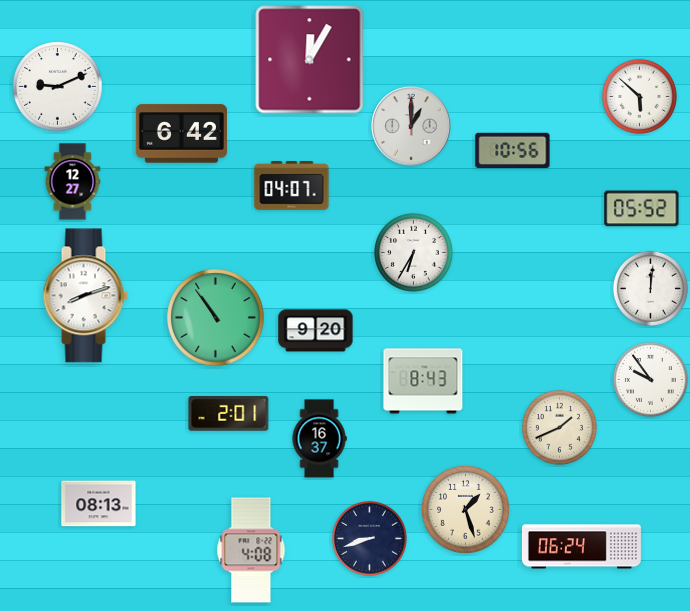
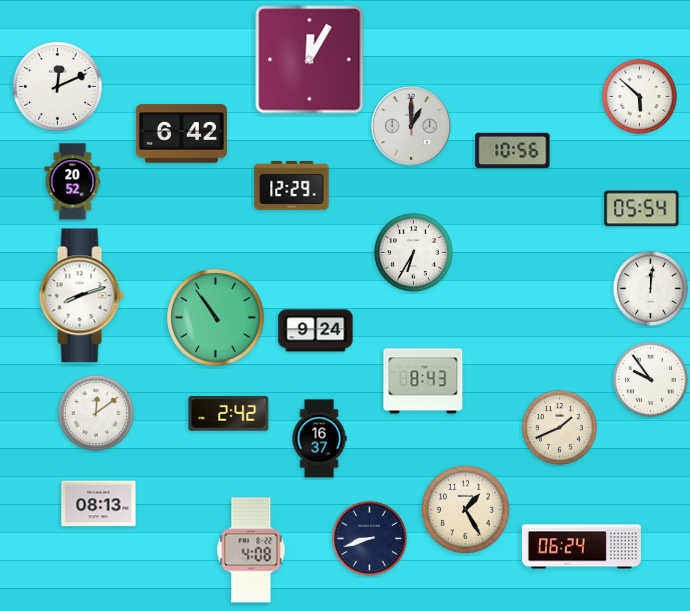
clock at (58, 87): 9:11 -> 12:11
clock at (73, 182): 12:27 -> 20:52
clock at (292, 186): 04:07 -> 12:29
clock at (642, 209): 05:52 -> 05:54
clock at (85, 296) position: (85, 296) -> (81, 296)
clock at (316, 331): 9:20 -> 9:24
clock at (96, 413): none -> 12:09
clock at (229, 414): 2:01 -> 2:42
clock at (466, 510): 1:27 -> 1:25
